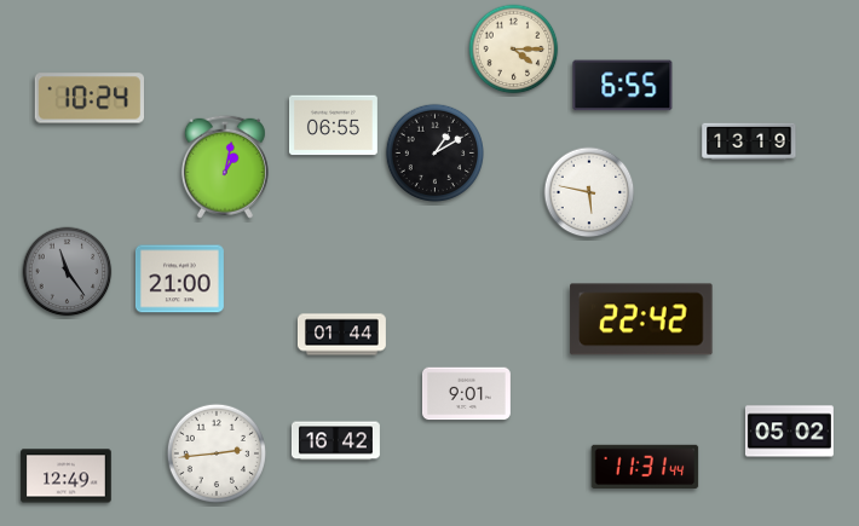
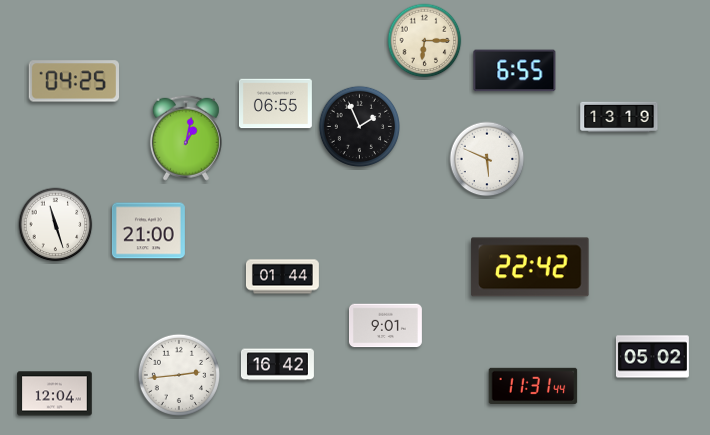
clock at (514, 50): 4:15 -> 6:15
clock at (88, 98): 10:24 -> 04:25
clock at (434, 152): 1:10 -> 1:56
clock at (589, 192): 5:47 -> 5:49
clock at (68, 272): 11:24 -> 11:27
clock at (68, 272) dial: grey -> white
clock at (641, 319) position: (641, 319) -> (530, 267)
clock at (67, 476): 12:49 -> 12:04
